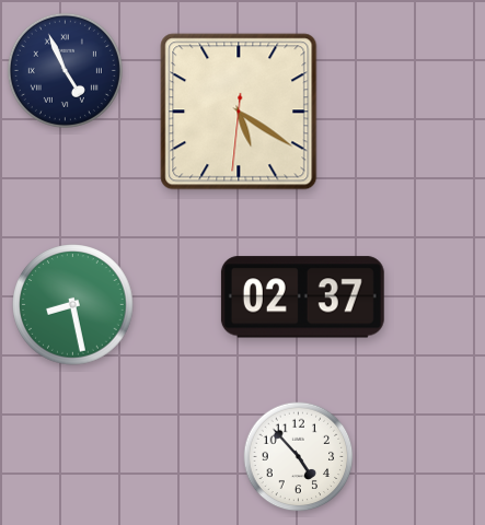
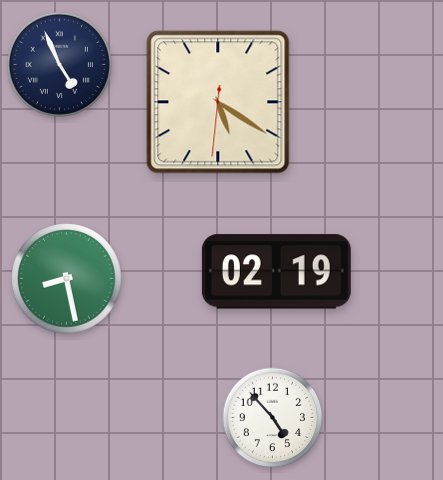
clock at (302, 297): 02:37 -> 02:19
